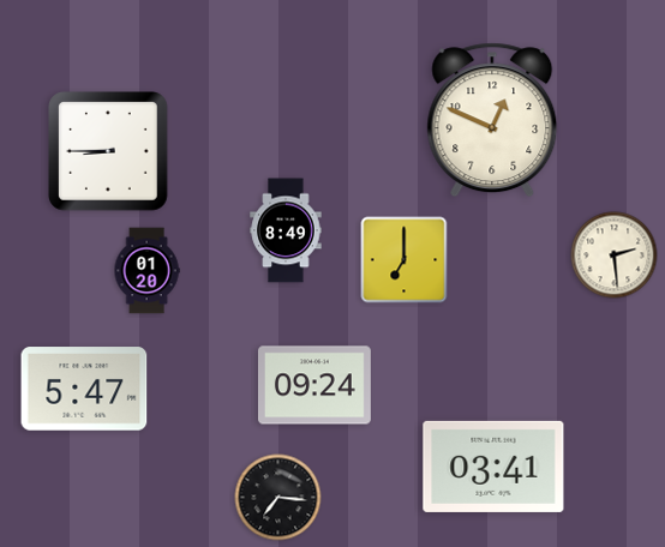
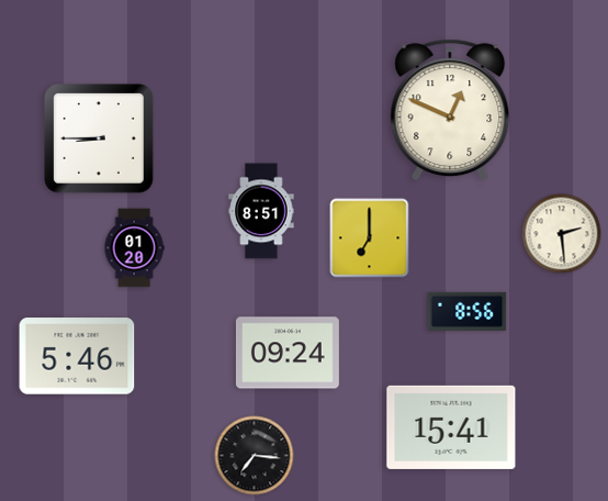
clock at (286, 230): 8:49 -> 8:51
clock at (468, 311): none -> 8:56
clock at (84, 389): 5:47 -> 5:46
clock at (493, 467): 03:41 -> 15:41
